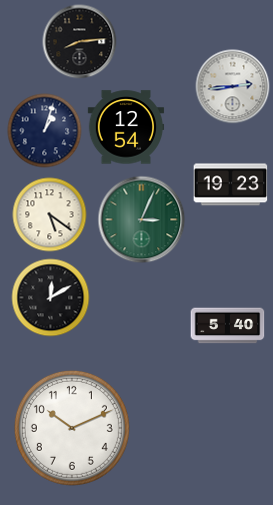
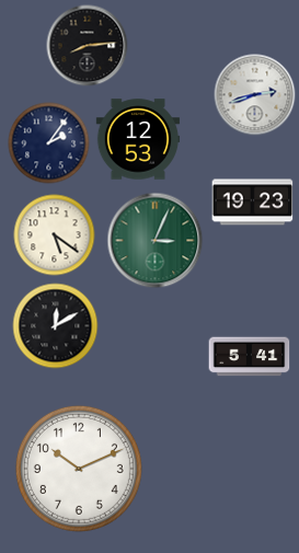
clock at (233, 87): 2:44 -> 2:42
clock at (126, 127): 12:54 -> 12:53
clock at (45, 131): 1:03 -> 2:06
clock at (228, 326): 5:40 -> 5:41
